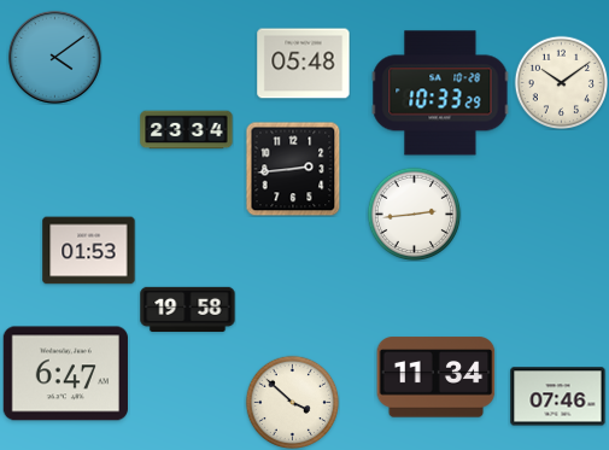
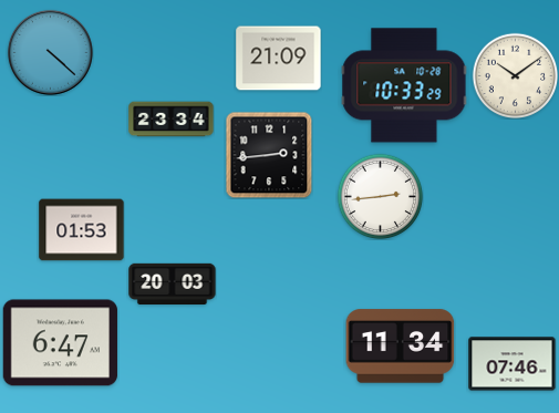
clock at (54, 57): 4:09 -> 4:22
clock at (304, 64): 05:48 -> 21:09
clock at (188, 309): 19:58 -> 20:03
clock at (292, 402): 3:52 -> none
